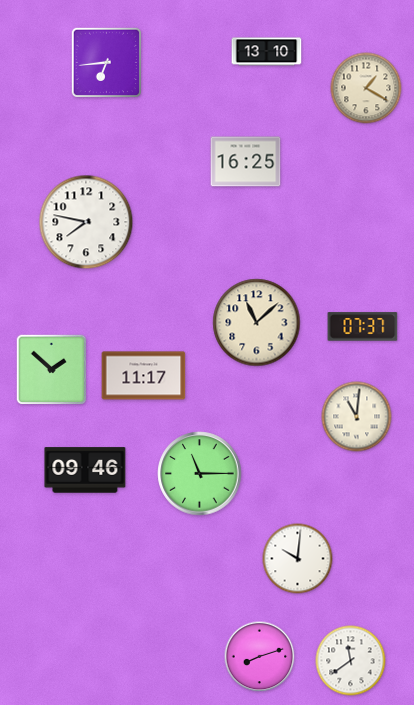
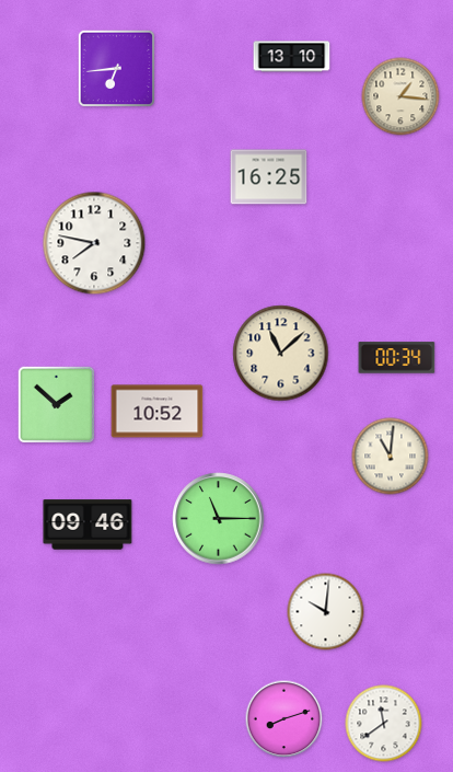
clock at (366, 88): 1:20 -> 1:16
clock at (363, 327): 07:37 -> 00:34
clock at (144, 376): 11:17 -> 10:52
clock at (85, 470) position: (85, 470) -> (88, 525)
